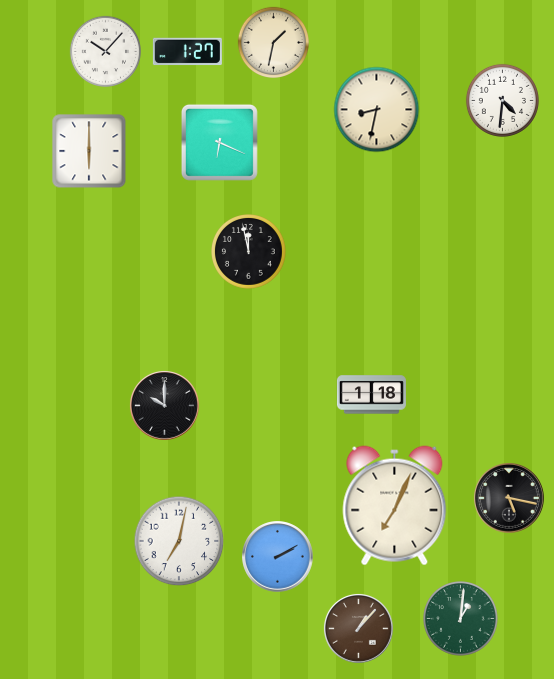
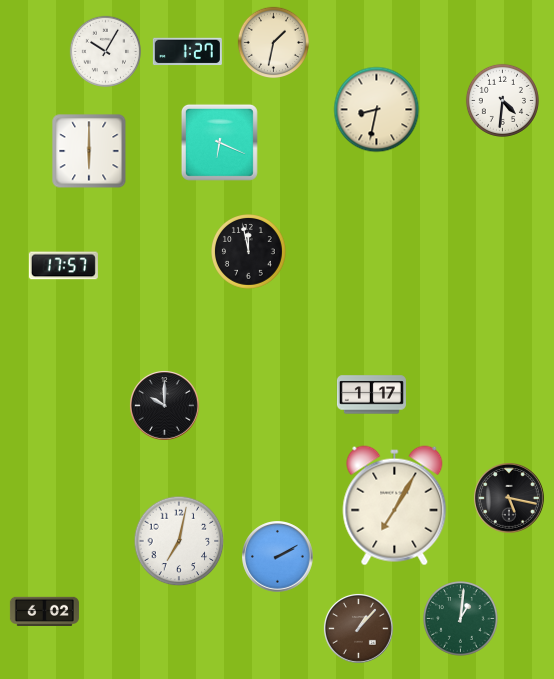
clock at (106, 52): 10:07 -> 10:05
clock at (63, 266): none -> 17:57
clock at (371, 395): 1:18 -> 1:17
clock at (395, 506): 7:04 -> 7:05
clock at (44, 611): none -> 6:02
